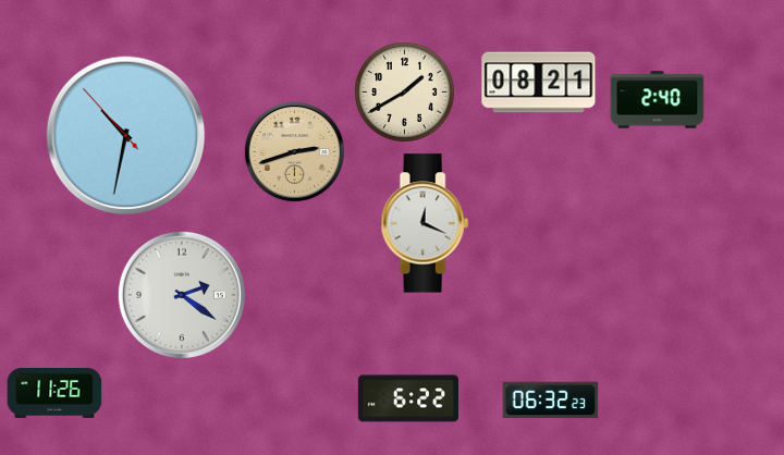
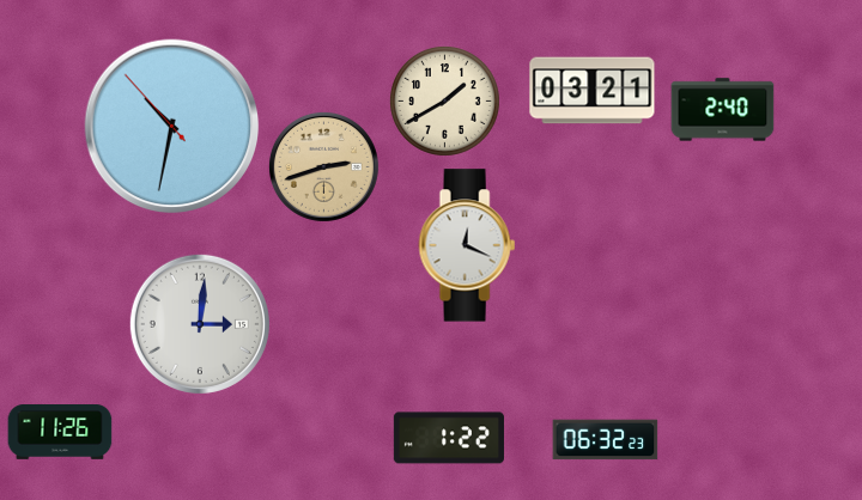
clock at (539, 83): 08:21 -> 03:21
clock at (126, 136) position: (126, 136) -> (172, 127)
clock at (182, 295): 2:21 -> 3:01
clock at (408, 398): 6:22 -> 1:22
